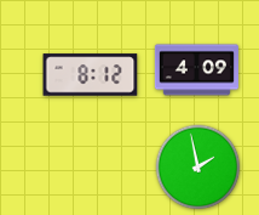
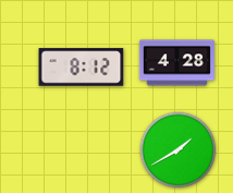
clock at (196, 70): 4:09 -> 4:28
clock at (198, 168): 1:58 -> 1:40
